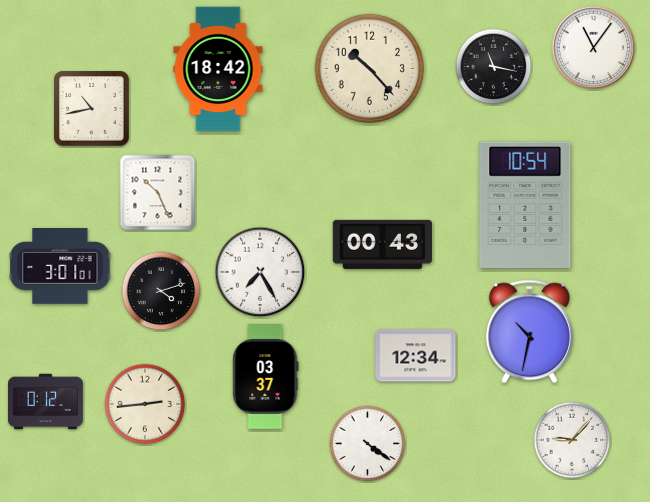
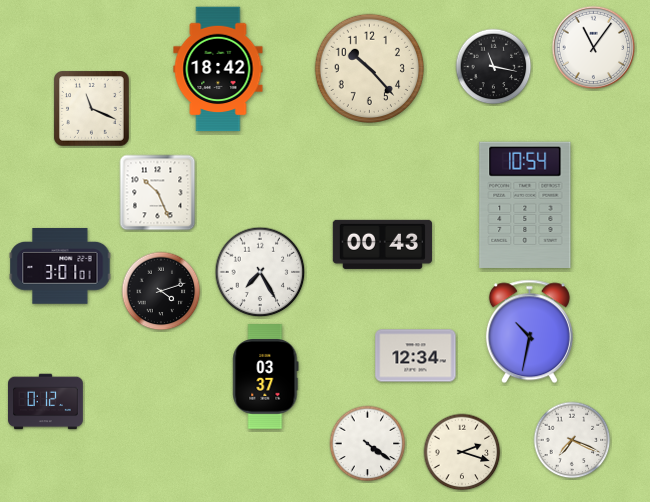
clock at (92, 109): 10:43 -> 11:19
clock at (145, 404): 2:44 -> none
clock at (572, 440): 9:07 -> 7:19
clock at (462, 452): none -> 2:18
